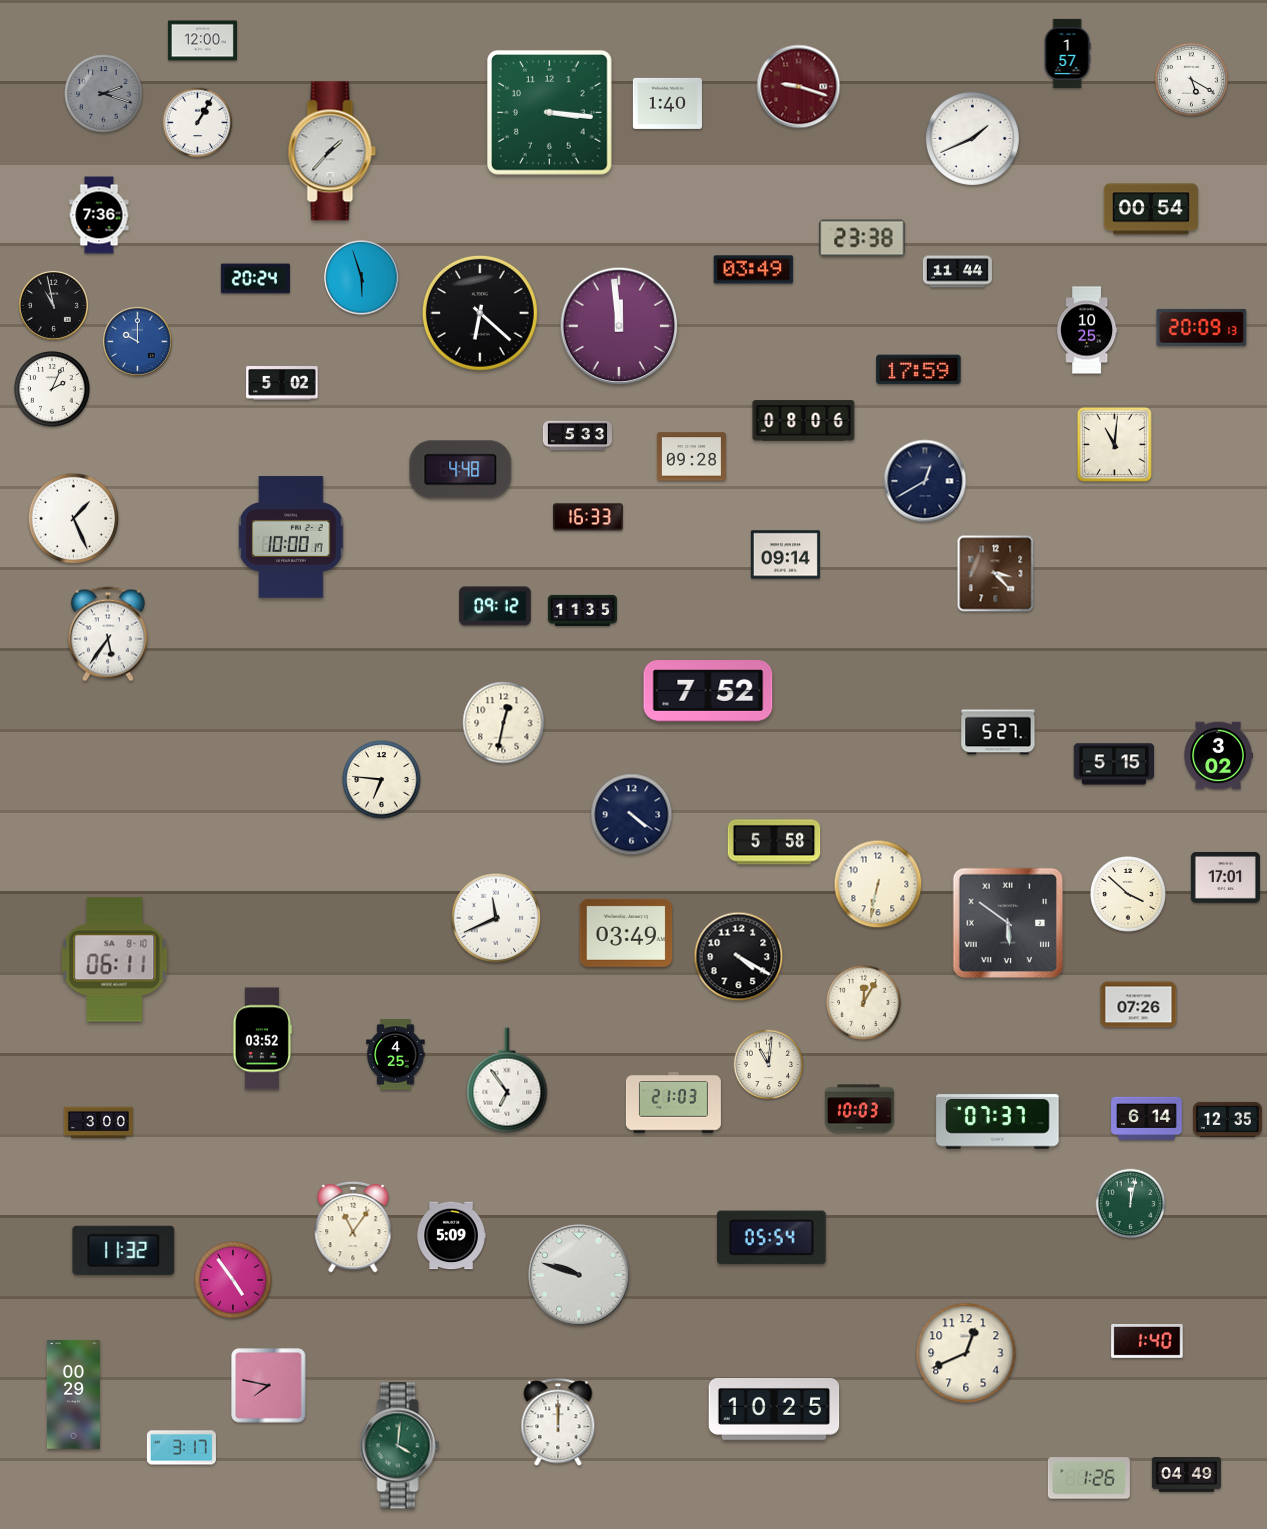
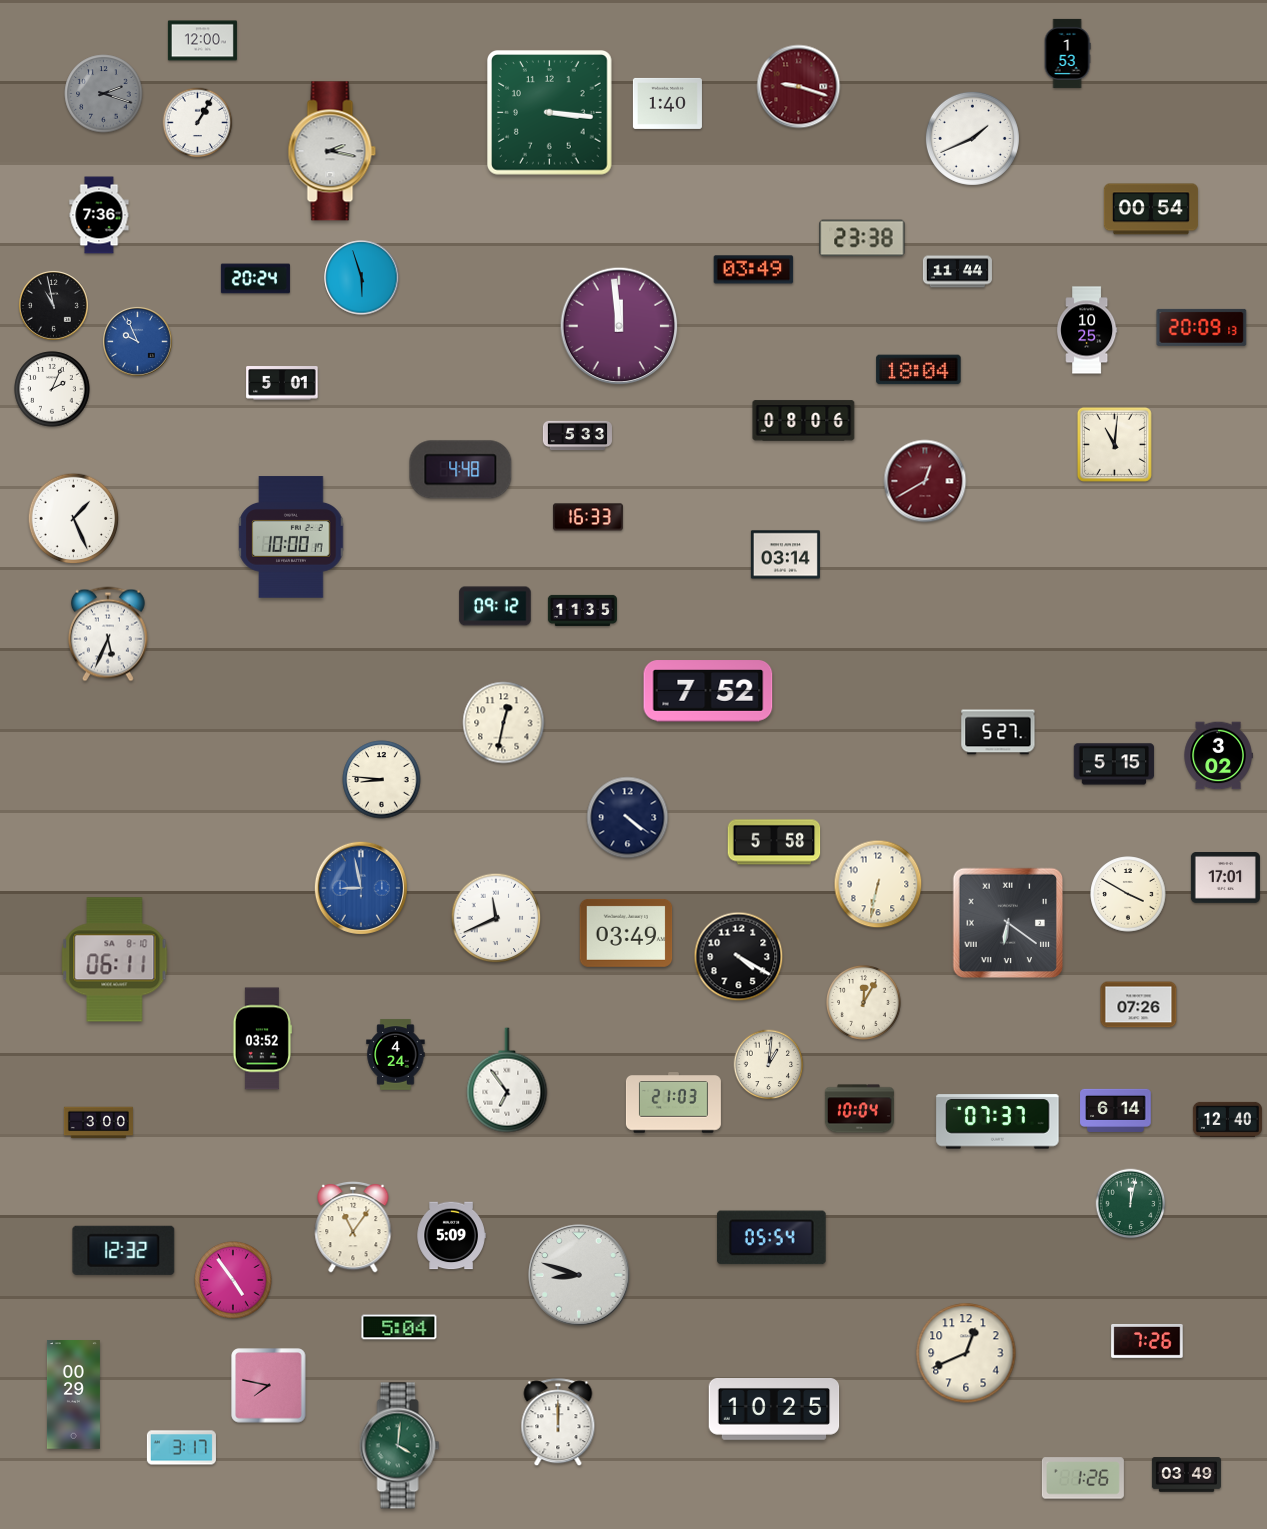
clock at (1067, 53): 1:57 -> 1:53
clock at (1191, 79): 5:20 -> none
clock at (332, 151): 1:37 -> 2:17
clock at (480, 313): 6:22 -> none
clock at (137, 341): 10:00 -> 9:56
clock at (919, 370): 17:59 -> 18:04
clock at (282, 384): 5:02 -> 5:01
clock at (691, 457): 09:28 -> none
clock at (925, 481) dial: navy -> burgundy
clock at (785, 555): 09:14 -> 03:14
clock at (996, 574): 3:23 -> none
clock at (108, 634): 5:36 -> 5:34
clock at (382, 780): 6:46 -> 8:46
clock at (632, 815) position: (632, 815) -> (628, 818)
clock at (361, 888): none -> 8:58
clock at (1128, 894): 3:52 -> 3:50
clock at (1008, 923): 5:51 -> 6:21
clock at (396, 1055): 4:25 -> 4:24
clock at (769, 1065): 11:01 -> 1:01
clock at (859, 1109): 10:03 -> 10:04
clock at (1147, 1118) position: (1147, 1118) -> (1116, 1110)
clock at (1227, 1119): 12:35 -> 12:40
clock at (124, 1250): 11:32 -> 12:32
clock at (579, 1275): 9:48 -> 8:48
clock at (399, 1327): none -> 5:04
clock at (1147, 1342): 1:40 -> 7:26
clock at (1186, 1475): 04:49 -> 03:49
clock at (1089, 1478) position: (1089, 1478) -> (1083, 1478)
